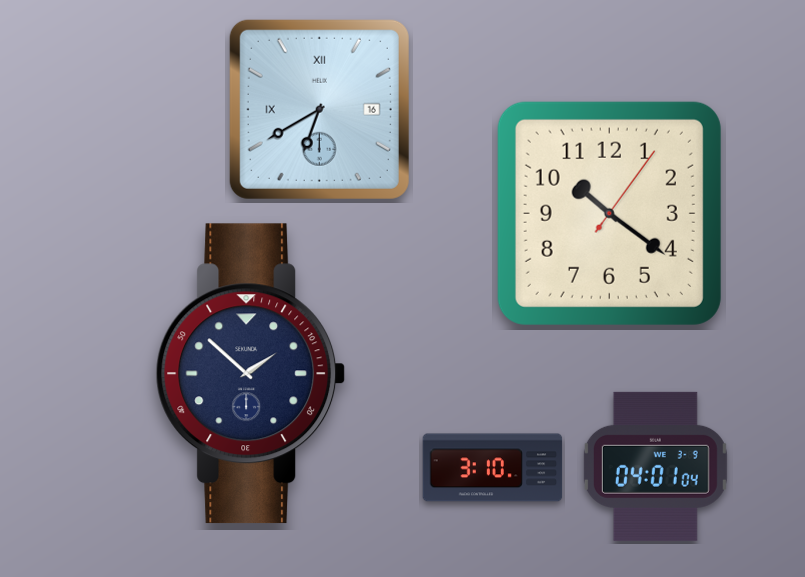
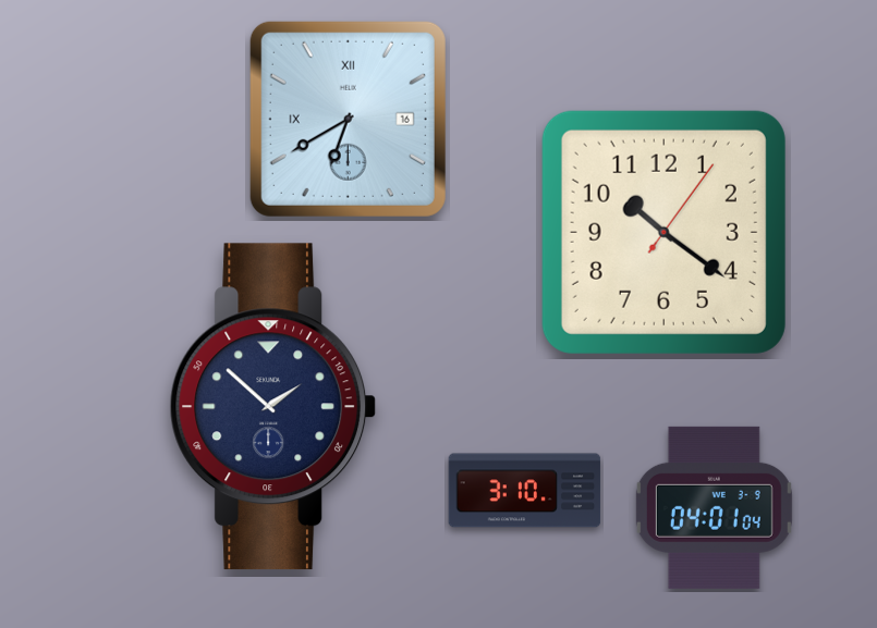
clock at (493, 468) position: (493, 468) -> (525, 491)
